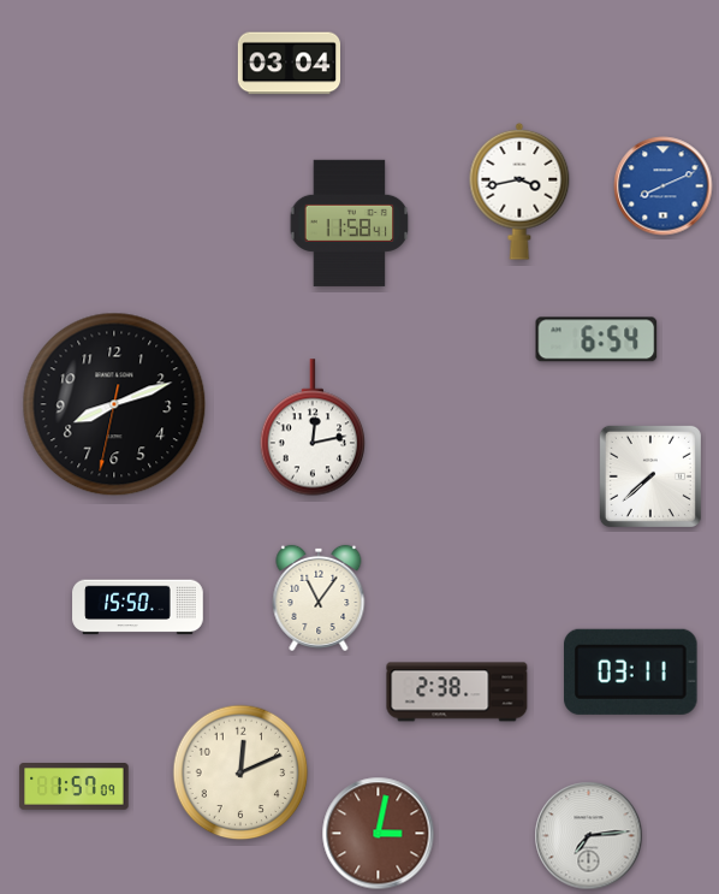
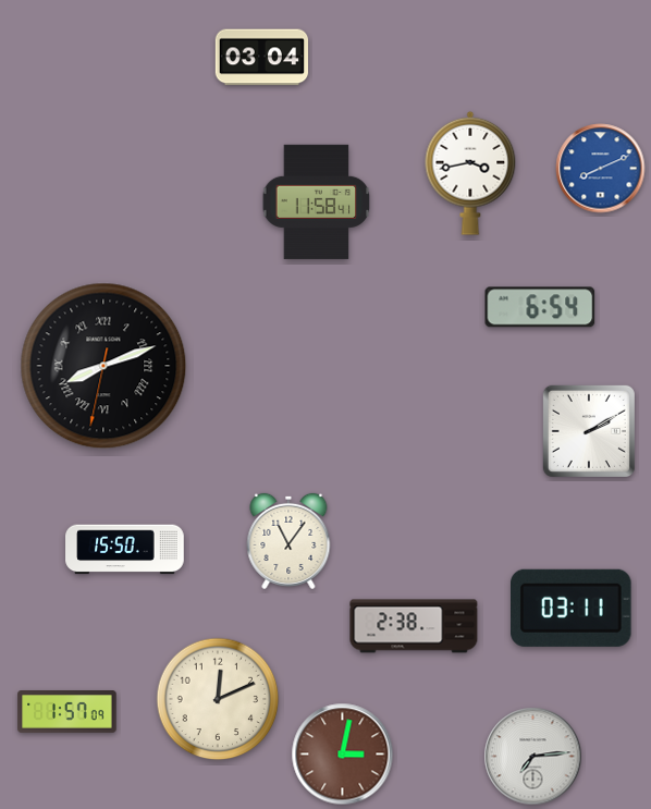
clock at (114, 404) numerals: Arabic -> Roman
clock at (311, 427): 12:13 -> none
clock at (650, 476): 7:38 -> 2:10
